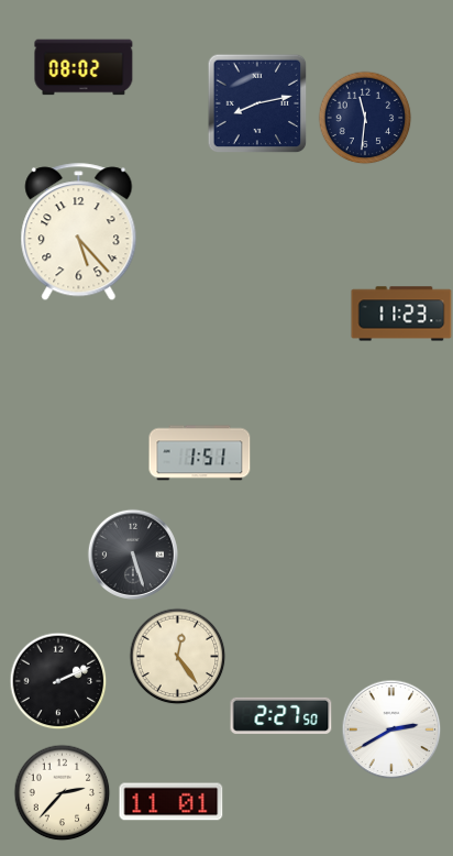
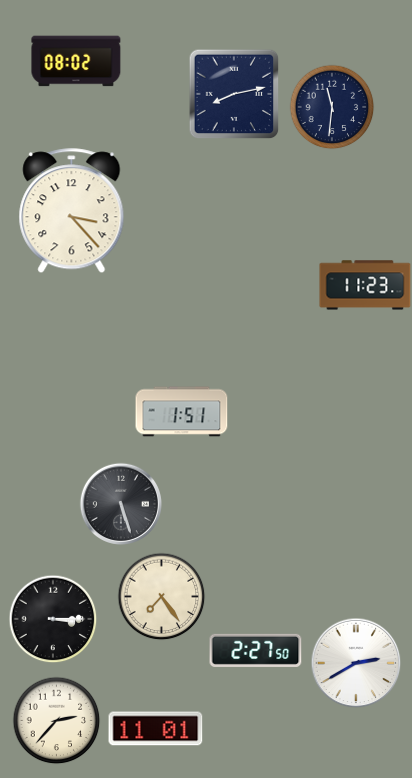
clock at (79, 232): 5:23 -> 3:23
clock at (177, 656): 12:24 -> 7:24
clock at (58, 681): 2:11 -> 3:15
